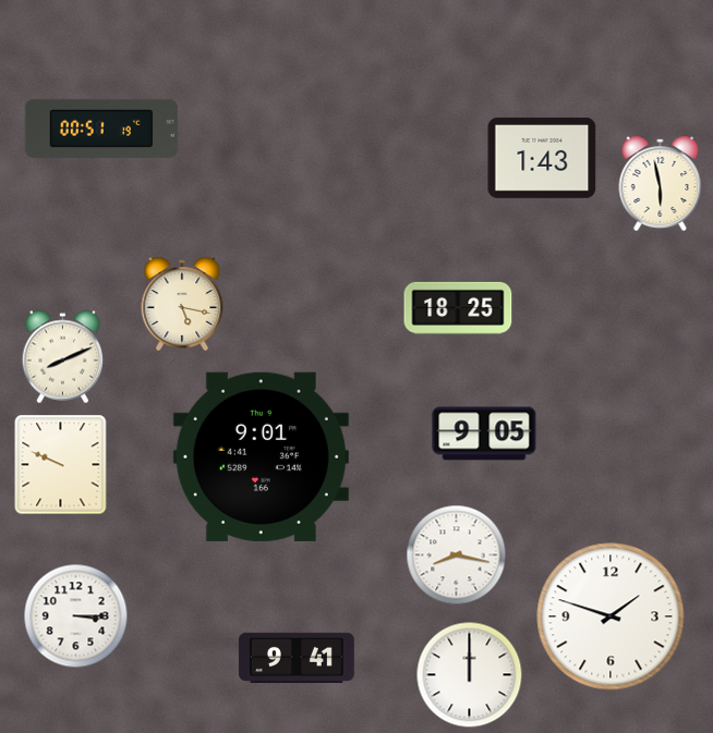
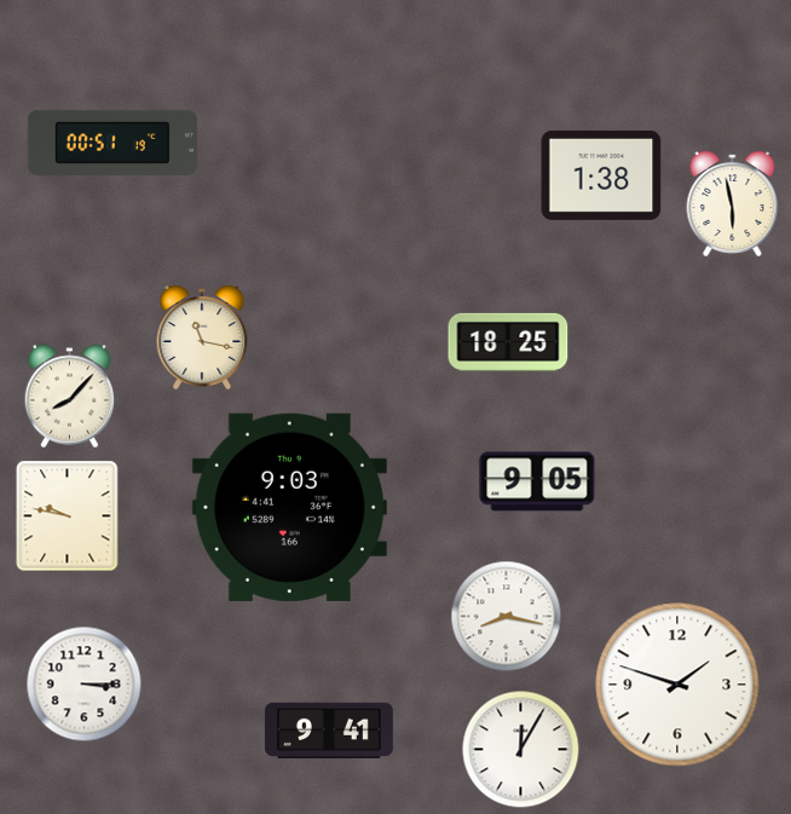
clock at (542, 158): 1:43 -> 1:38
clock at (182, 304): 5:17 -> 11:17
clock at (63, 357): 8:11 -> 8:07
clock at (261, 456): 9:01 -> 9:03
clock at (61, 465): 9:49 -> 9:47
clock at (470, 675): 12:00 -> 12:05
